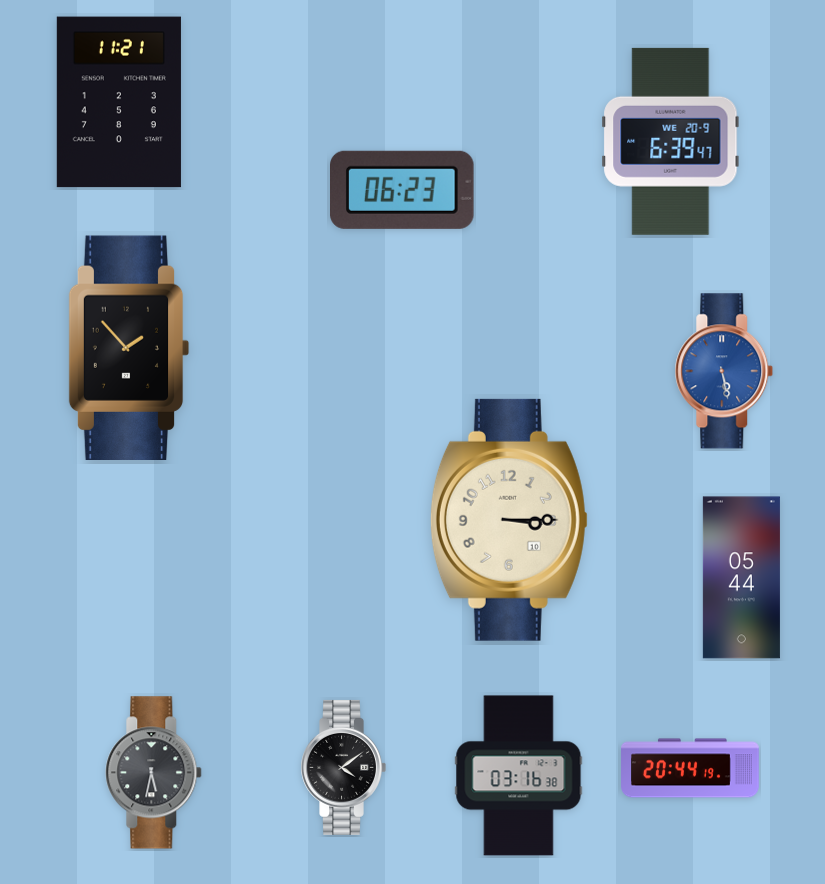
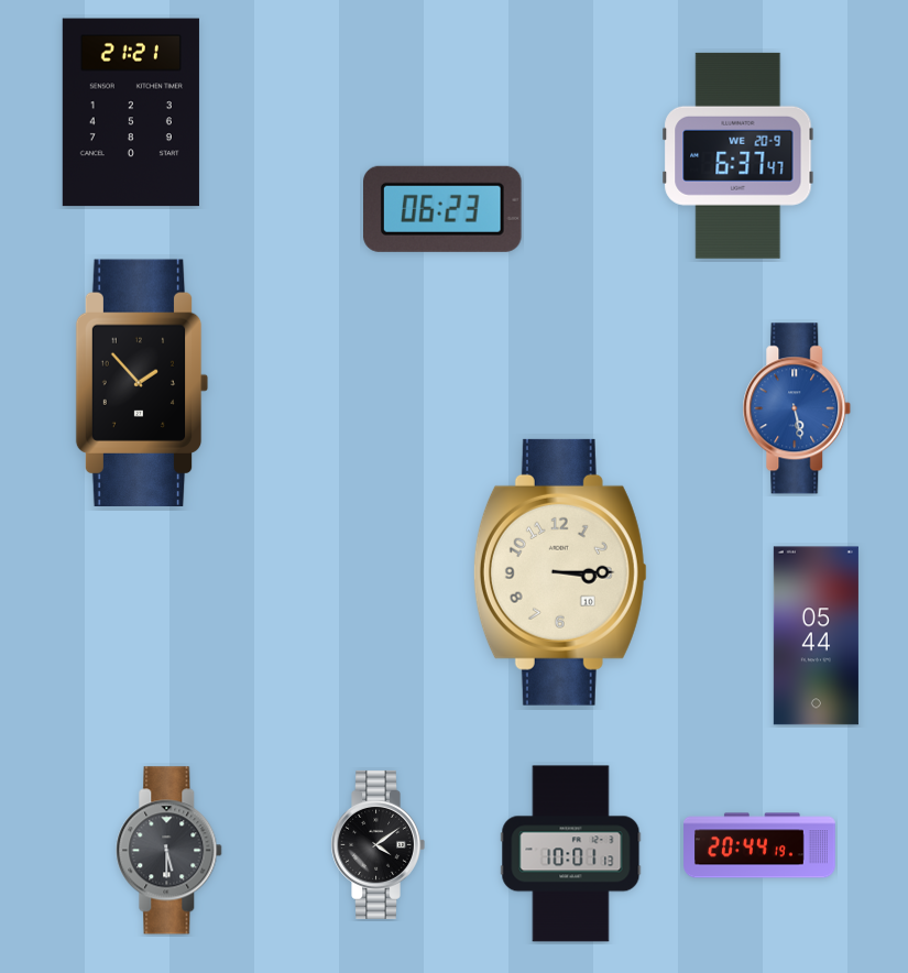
clock at (119, 102): 11:21 -> 21:21
clock at (671, 141): 6:39 -> 6:37
clock at (154, 773): 5:32 -> 5:30
clock at (519, 776): 03:16 -> 10:01
